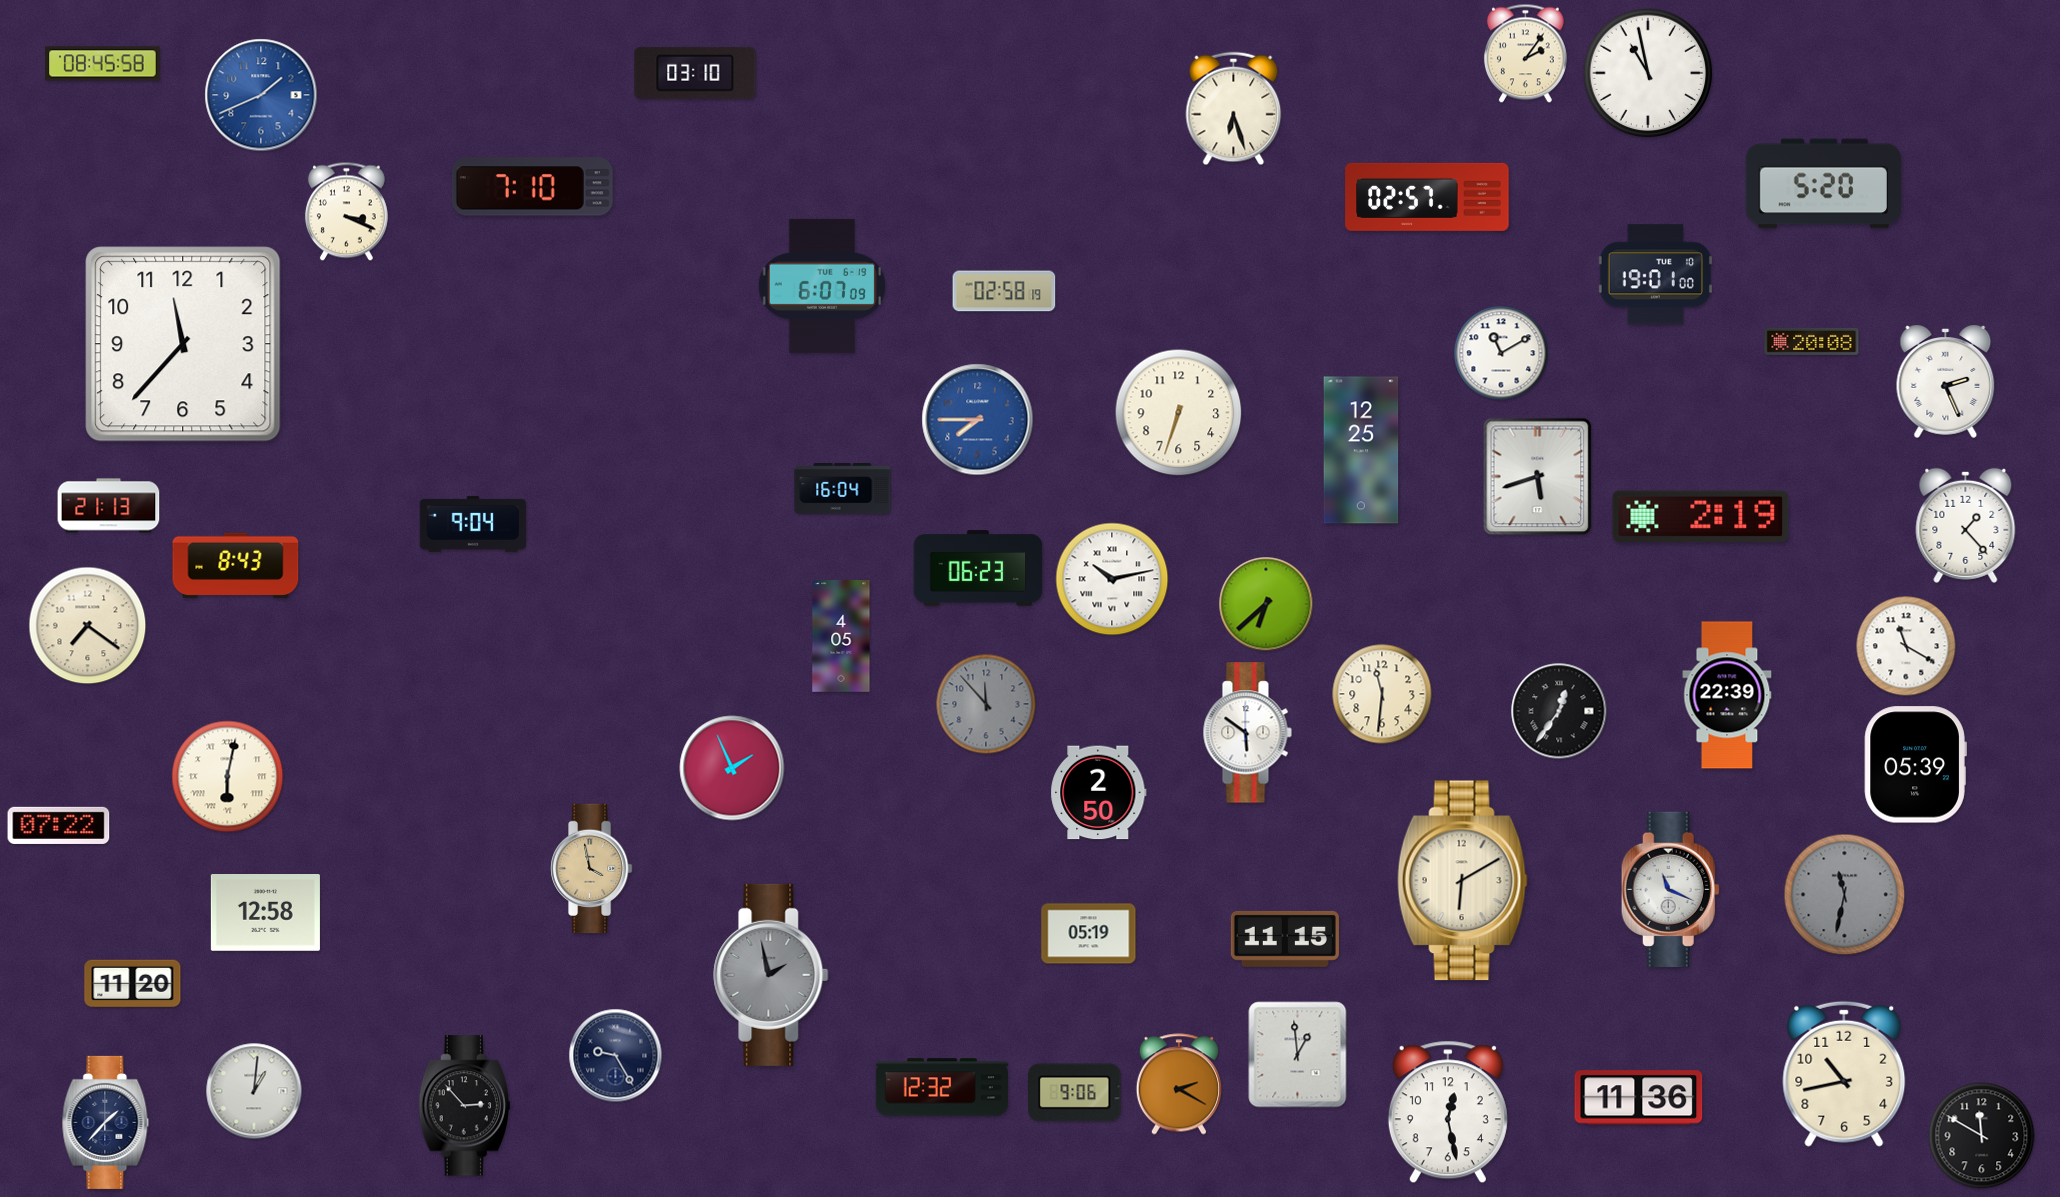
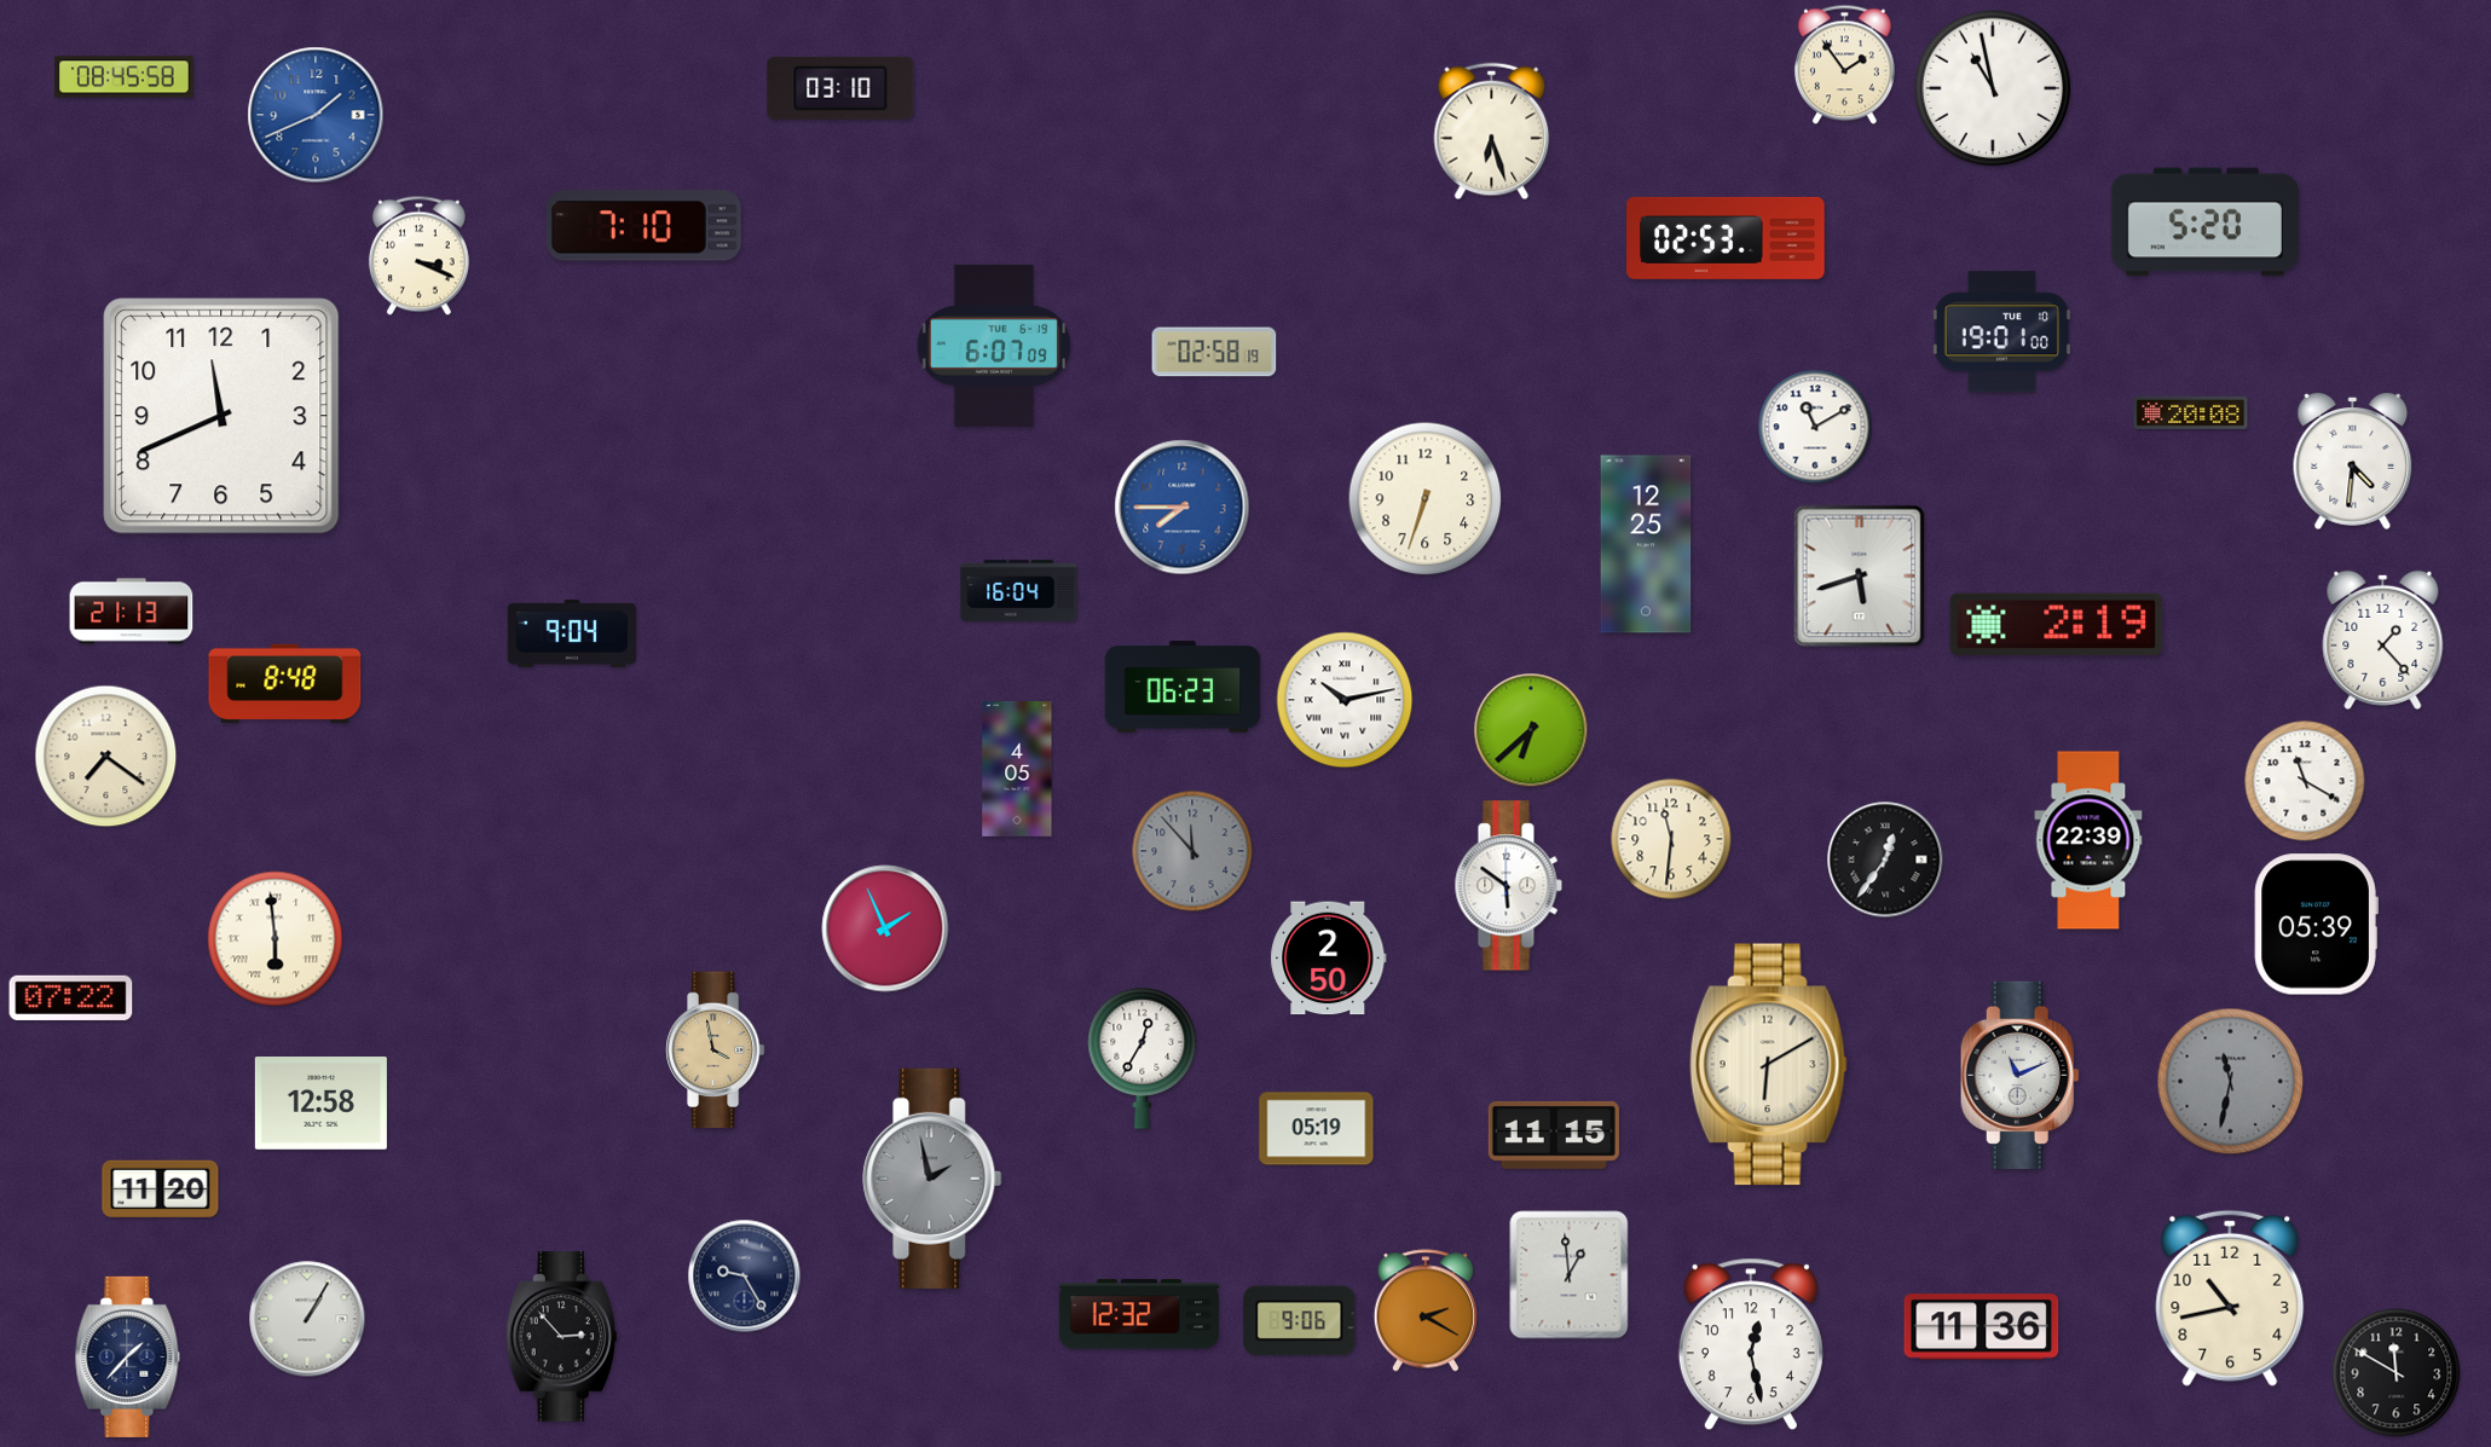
clock at (1525, 54): 2:06 -> 1:54
clock at (1427, 197): 02:57 -> 02:53
clock at (183, 344): 11:37 -> 11:41
clock at (1946, 381): 2:26 -> 4:31
clock at (1966, 525) position: (1966, 525) -> (2383, 639)
clock at (236, 565): 8:43 -> 8:48
clock at (228, 777): 6:02 -> 5:59
clock at (1143, 1058): none -> 12:35
clock at (1670, 889): 11:19 -> 11:11
clock at (254, 1091): 1:01 -> 1:05
